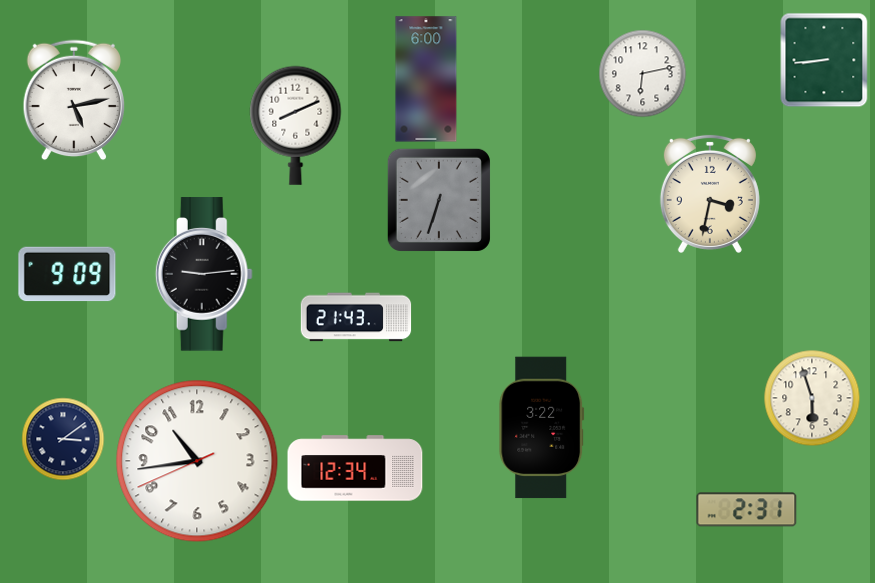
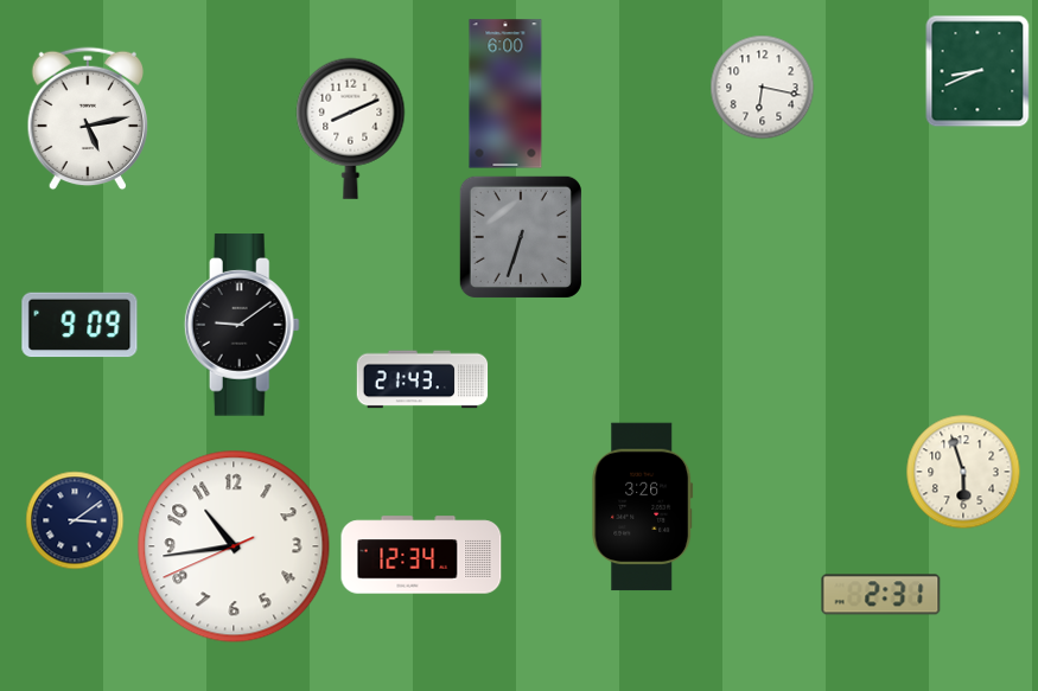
clock at (824, 60): 8:44 -> 8:41
clock at (643, 74): 6:13 -> 6:17
clock at (296, 125) position: (296, 125) -> (351, 128)
clock at (710, 194): 3:32 -> none
clock at (204, 274): 9:14 -> 9:09
clock at (356, 317) position: (356, 317) -> (422, 379)
clock at (542, 428): 3:22 -> 3:26
clock at (747, 510) position: (747, 510) -> (881, 595)
